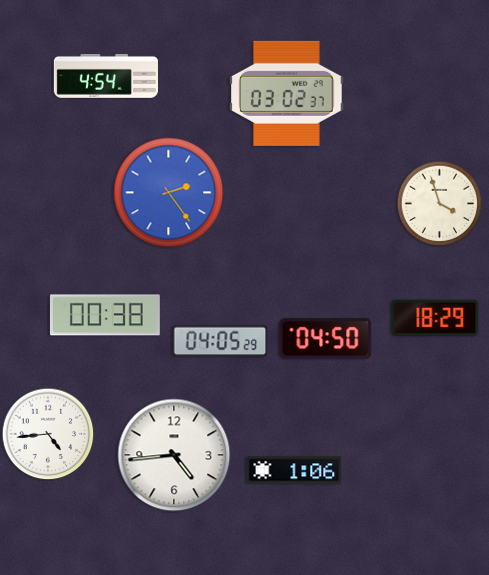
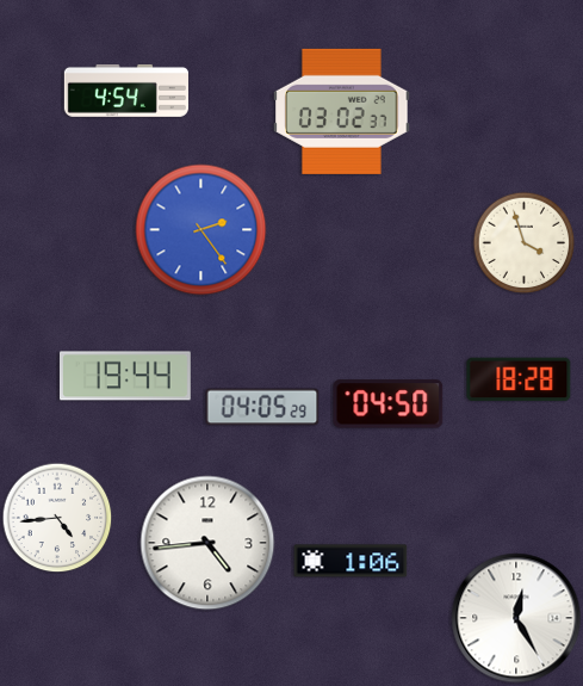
clock at (105, 315): 00:38 -> 19:44
clock at (435, 318): 18:29 -> 18:28
clock at (516, 618): none -> 12:25
